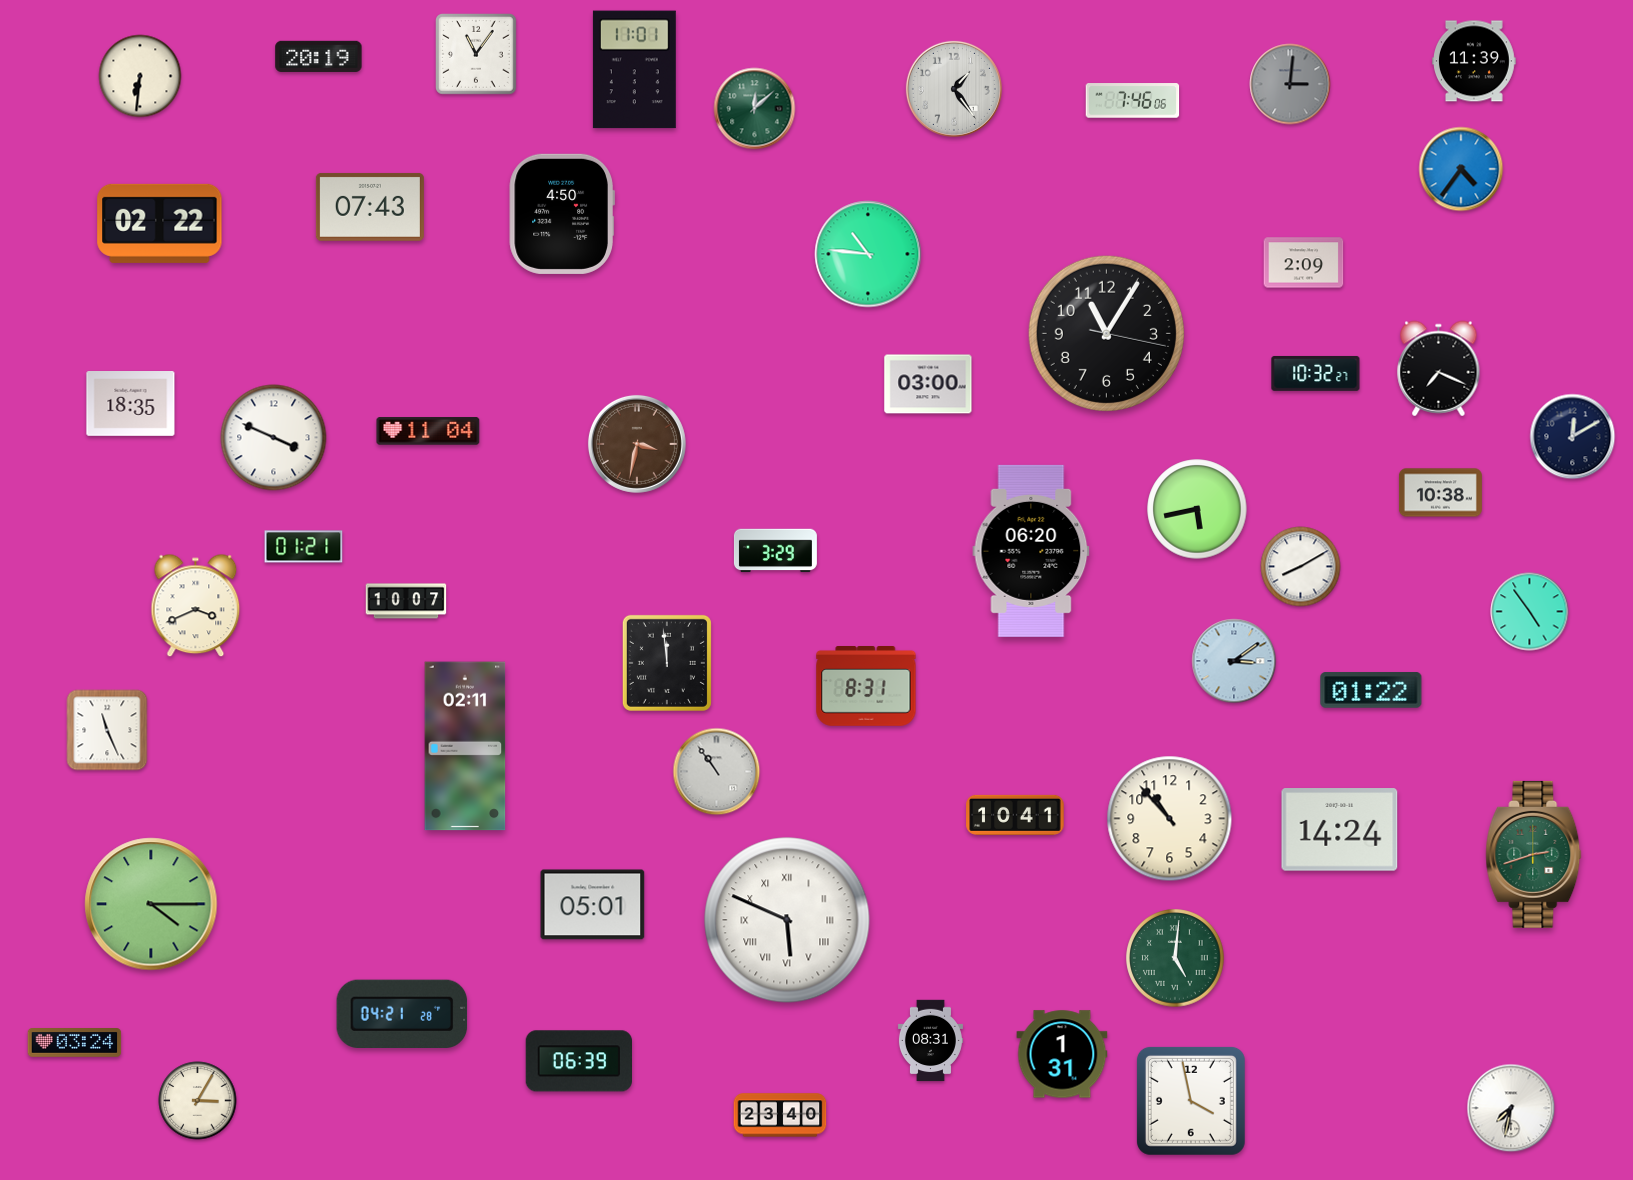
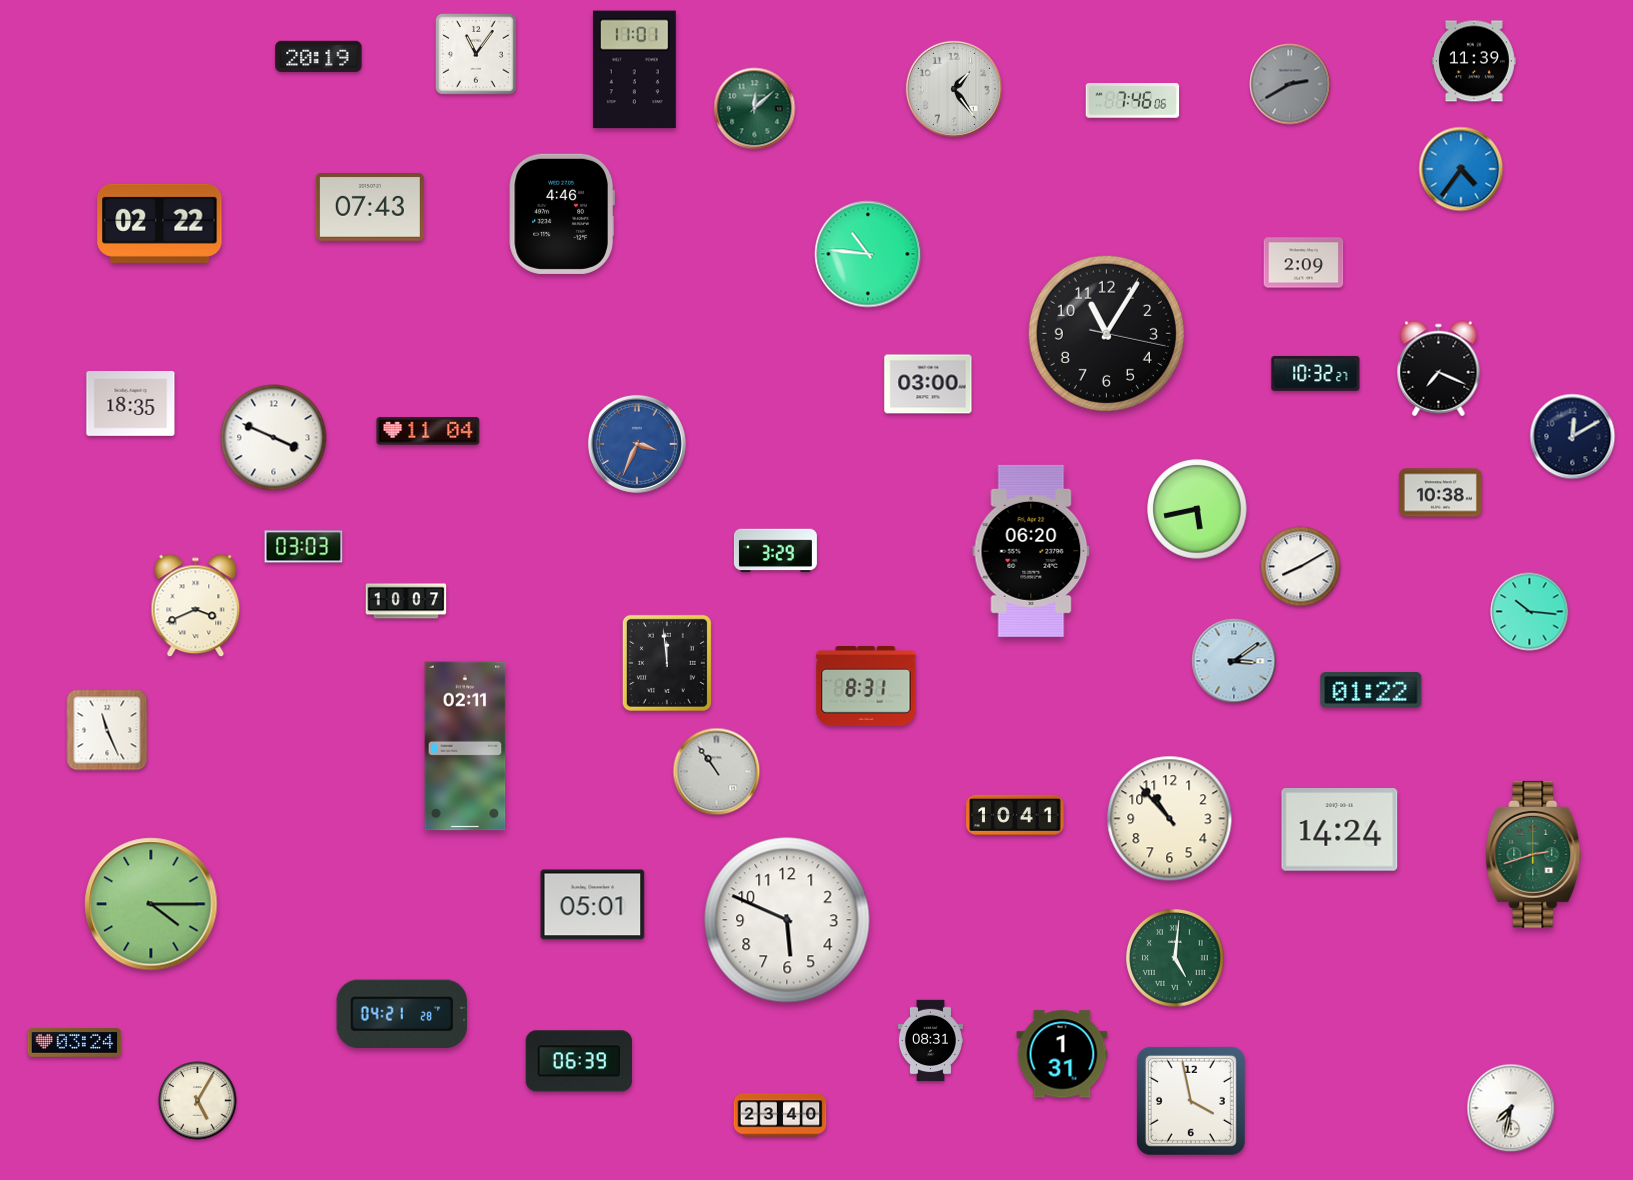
clock at (140, 76): 6:31 -> none
clock at (1290, 84): 3:01 -> 2:40
clock at (562, 214): 4:50 -> 4:46
clock at (637, 444): 3:32 -> 3:34
clock at (637, 444) dial: brown -> blue
clock at (304, 547): 01:21 -> 03:03
clock at (1530, 612): 4:54 -> 10:16
clock at (787, 920) numerals: Roman -> Arabic
clock at (198, 1101): 3:05 -> 5:05
